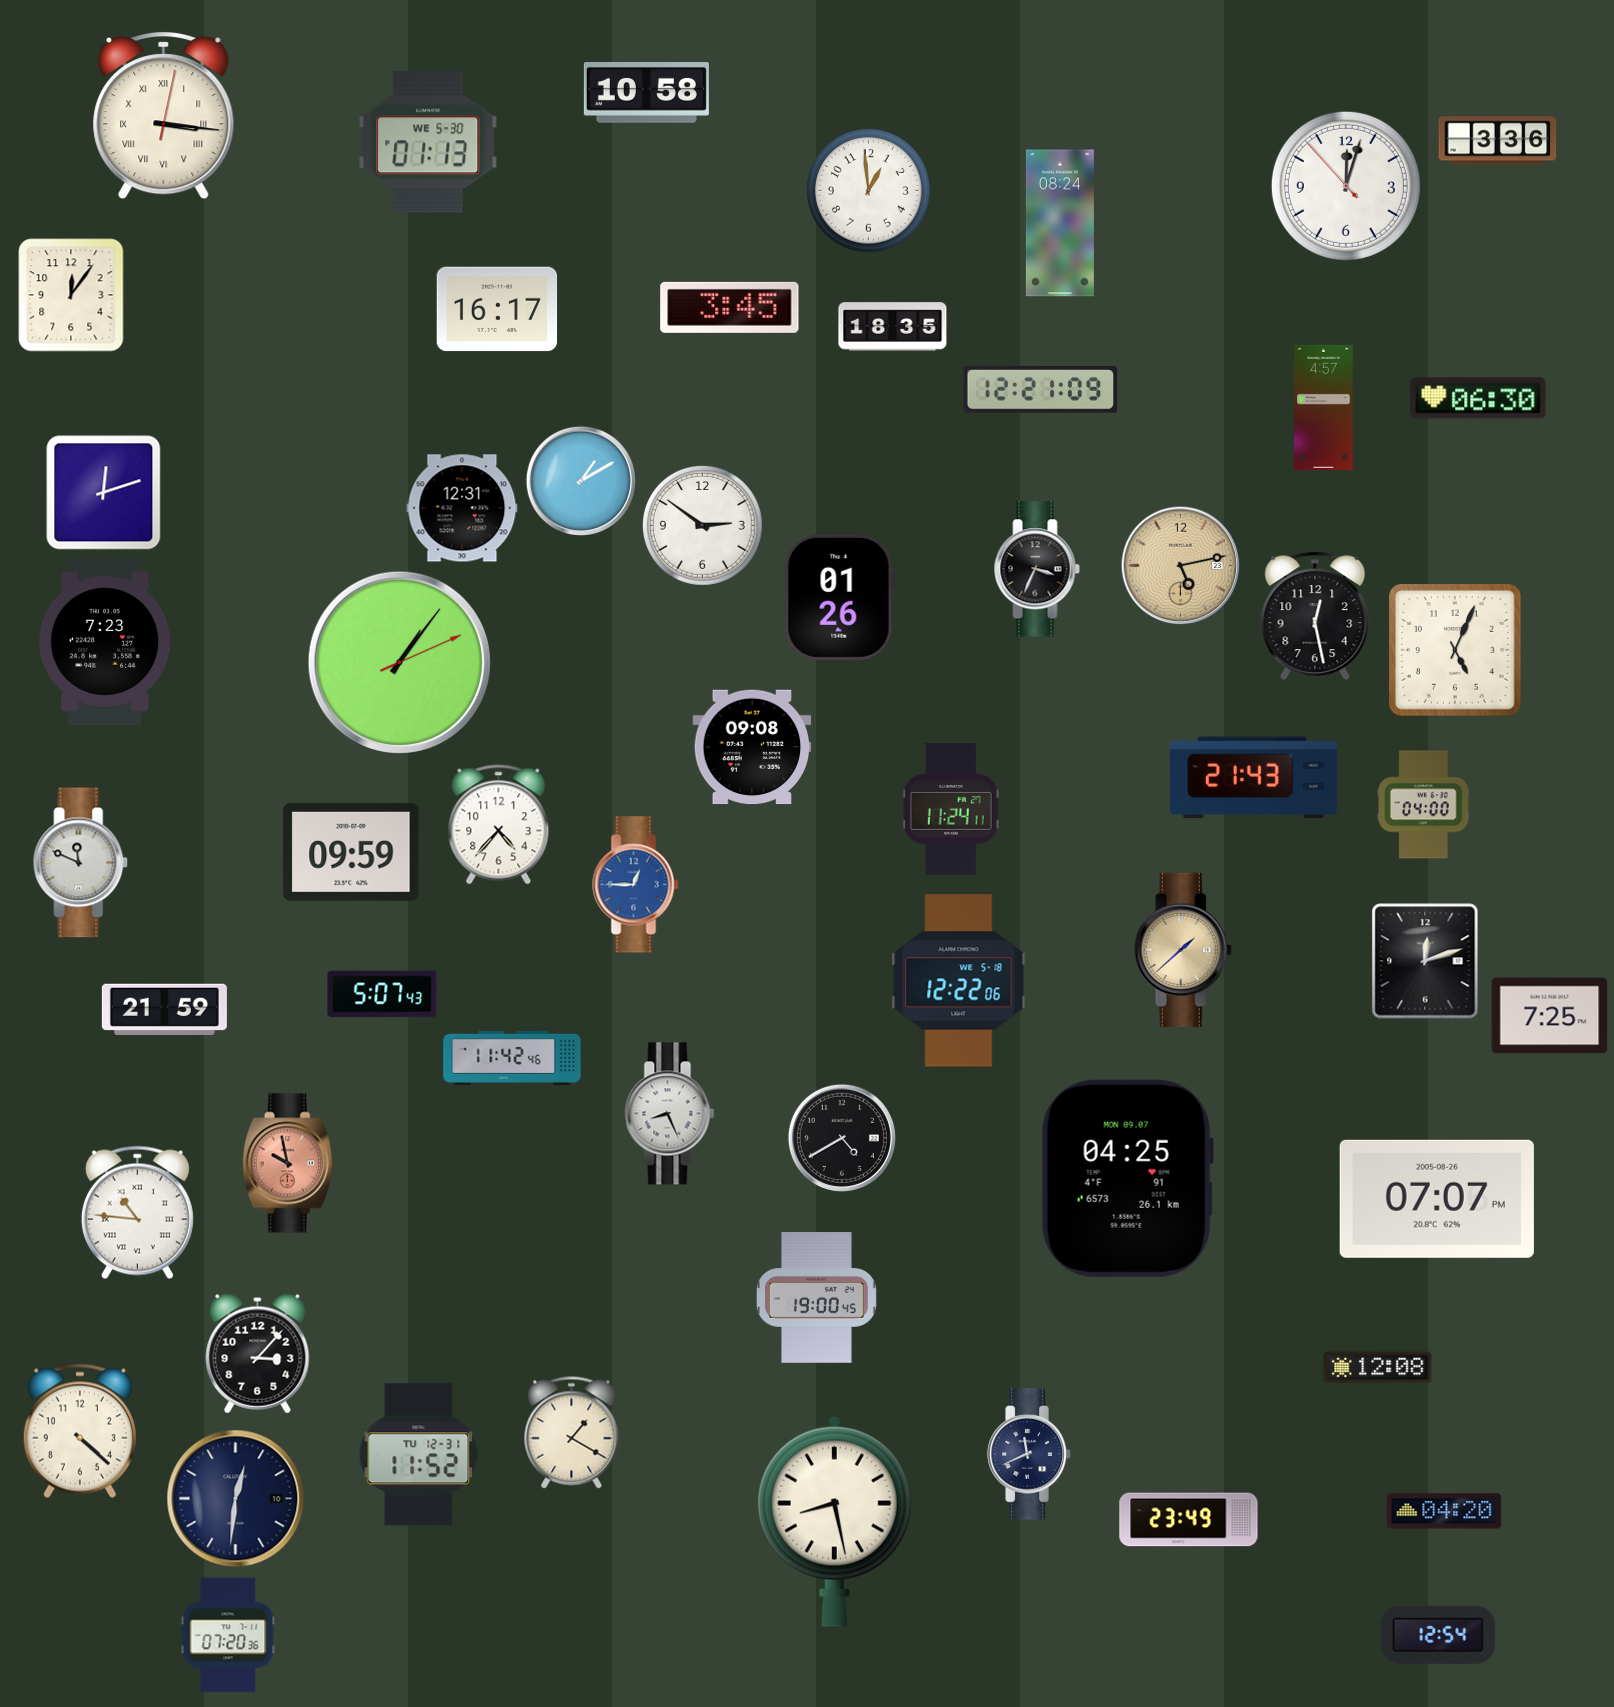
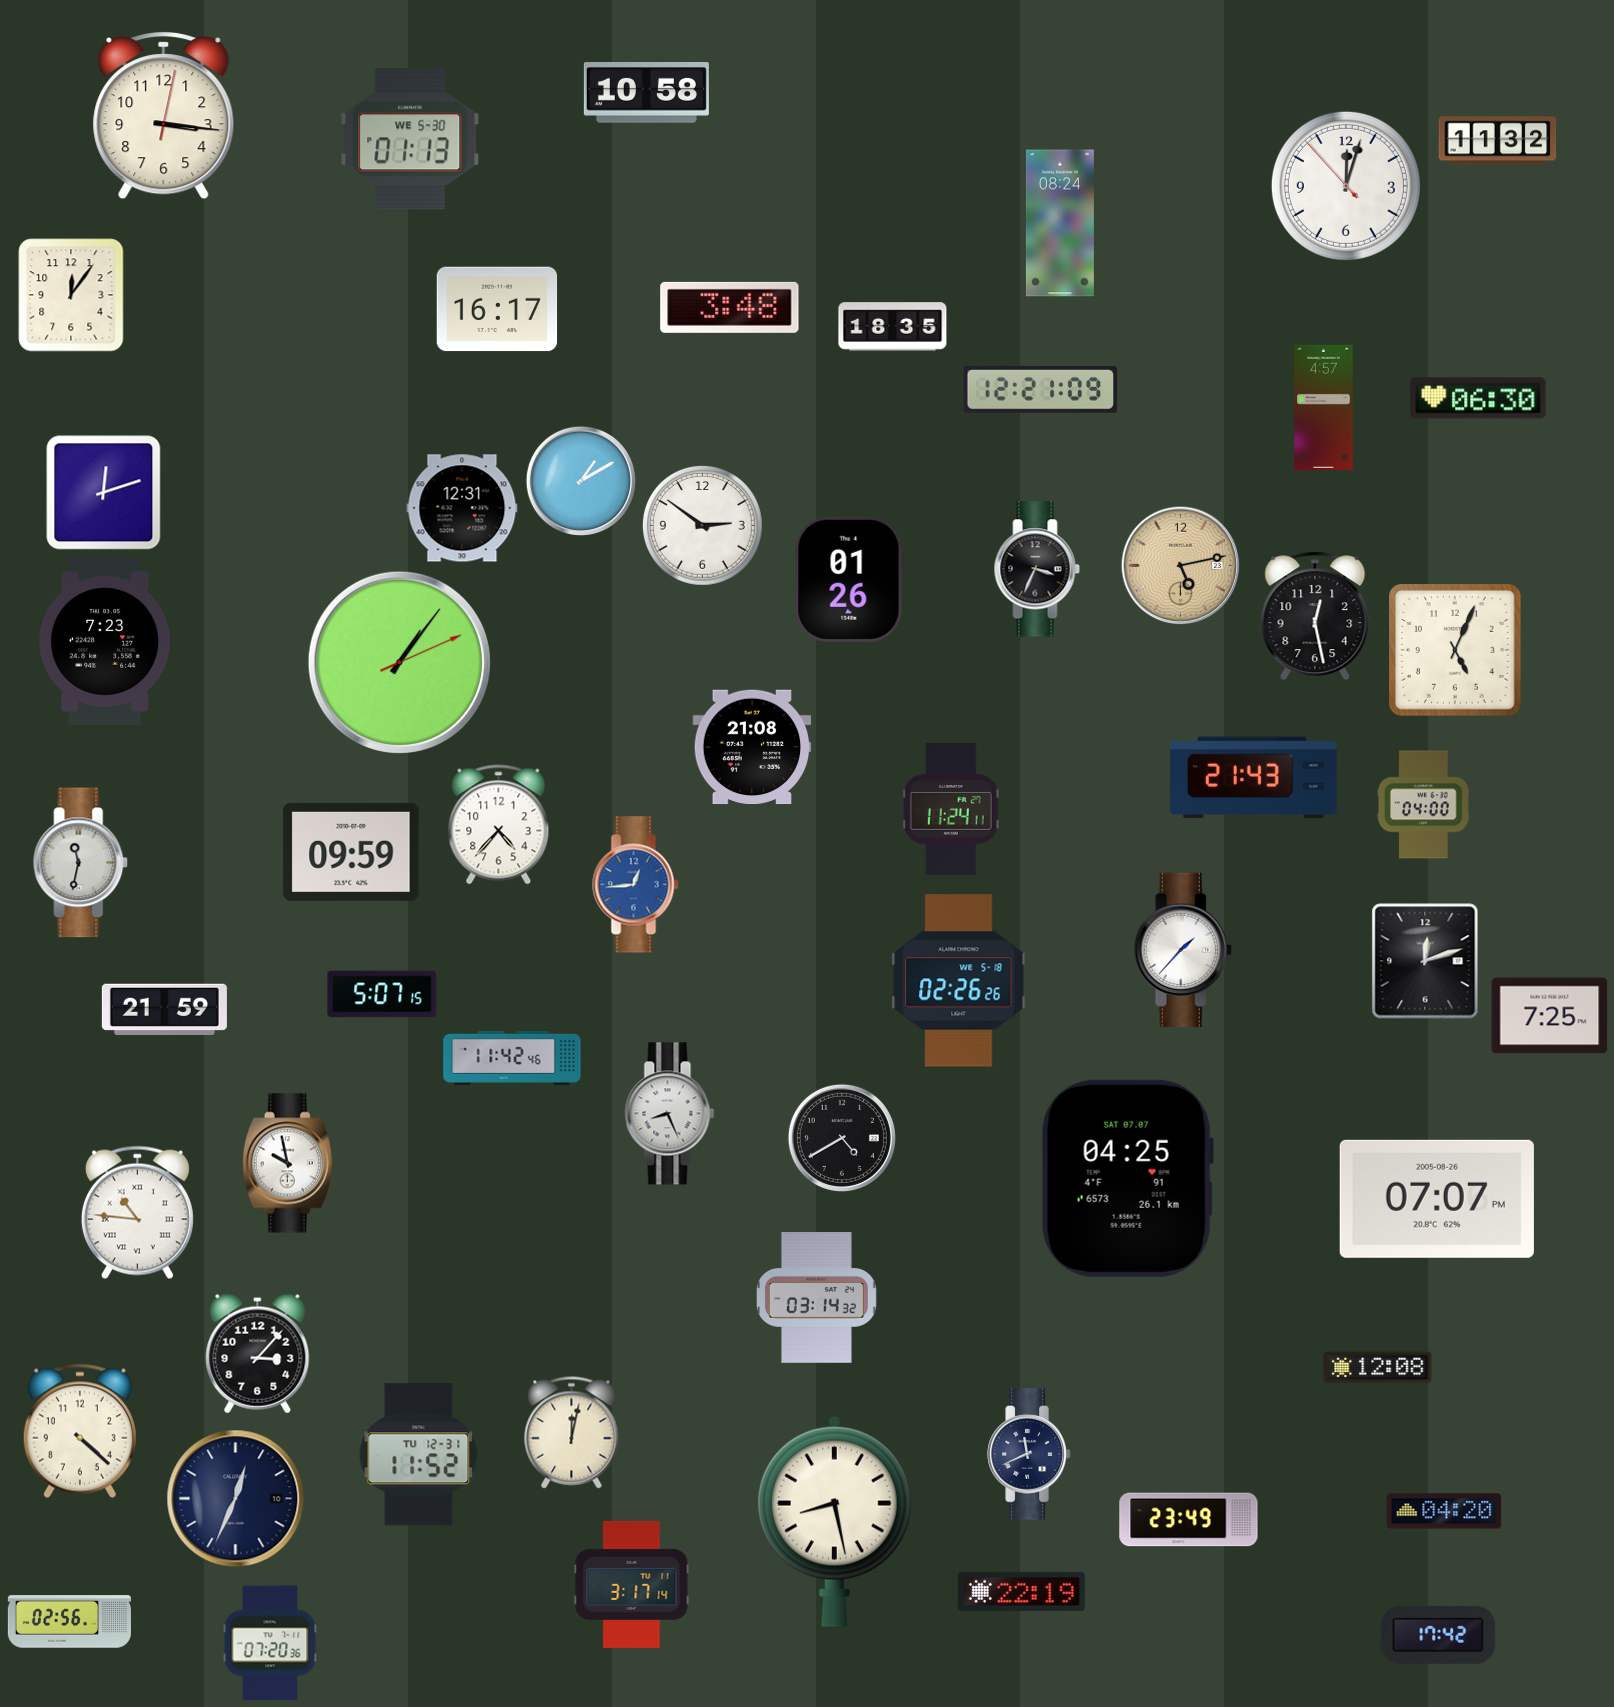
clock at (164, 116) numerals: Roman -> Arabic
clock at (1498, 141): 3:36 -> 11:32
clock at (428, 142) position: (428, 142) -> (410, 139)
clock at (868, 190): 12:59 -> none
clock at (730, 307): 3:45 -> 3:48
clock at (839, 597) position: (839, 597) -> (849, 579)
clock at (752, 747): 09:08 -> 21:08
clock at (81, 863): 11:49 -> 11:32
clock at (636, 885): 12:45 -> 12:44
clock at (1183, 950): 1:38 -> 1:37
clock at (1183, 950) dial: champagne -> white
clock at (959, 981): 12:22 -> 02:26
clock at (382, 994): 5:07:43 -> 5:07:15
clock at (288, 1163) dial: salmon -> white
clock at (1127, 1178) date: MON 09.07 -> SAT 07.07
clock at (816, 1298): 19:00 -> 03:14
clock at (572, 1433): 1:20 -> 12:02
clock at (236, 1499): 12:31 -> 12:34
clock at (632, 1584): none -> 3:17
clock at (1021, 1591): none -> 22:19
clock at (69, 1622): none -> 02:56
clock at (228, 1635) position: (228, 1635) -> (270, 1643)
clock at (1438, 1635): 12:54 -> 17:42
